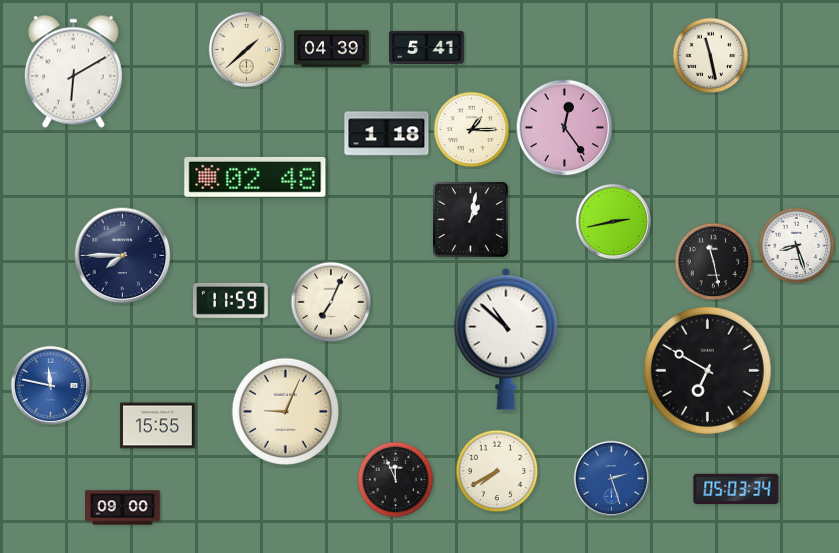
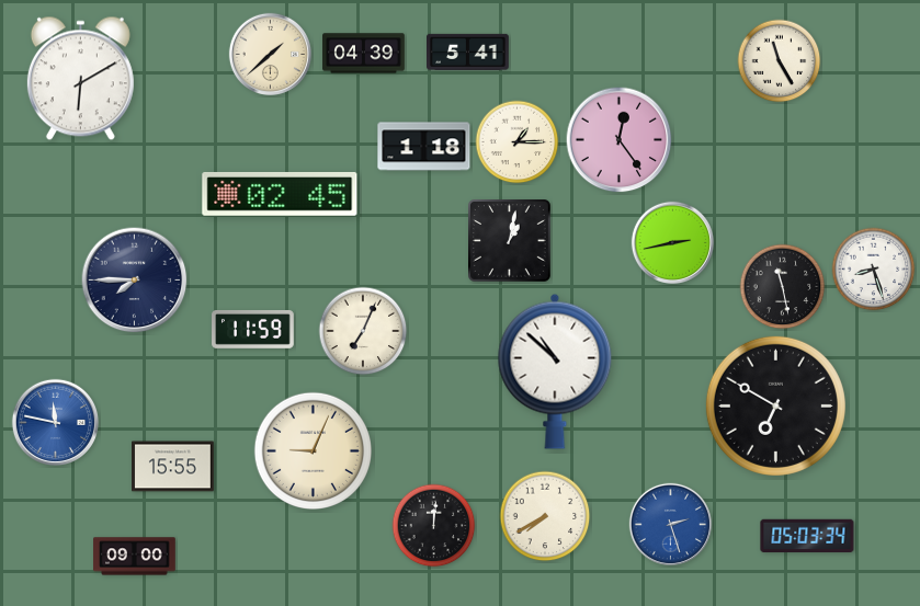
clock at (711, 56): 11:28 -> 11:25
clock at (255, 177): 02:48 -> 02:45
clock at (471, 220) position: (471, 220) -> (510, 241)
clock at (396, 480): 11:56 -> 12:01
